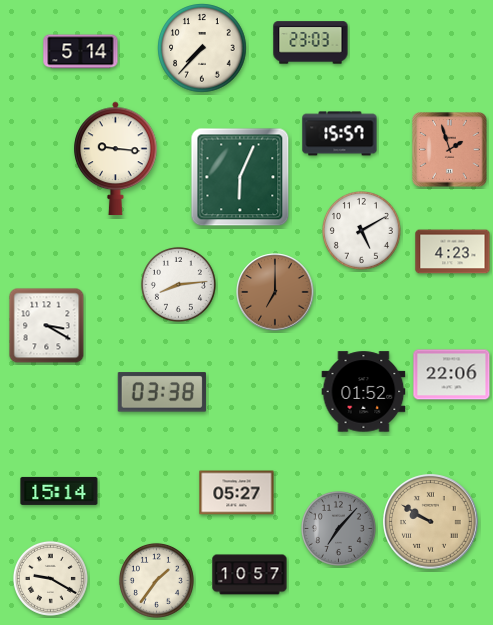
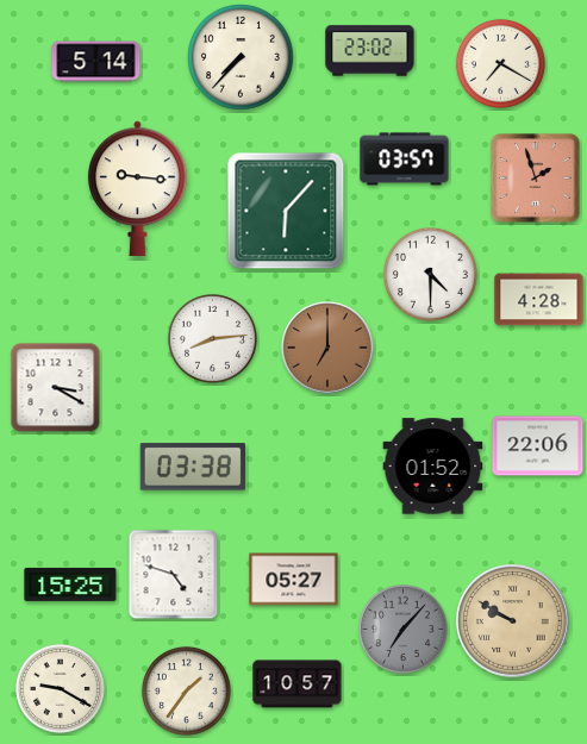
clock at (311, 43): 23:03 -> 23:02
clock at (500, 63): none -> 7:20
clock at (340, 134): 15:57 -> 03:57
clock at (240, 177): 6:04 -> 6:07
clock at (362, 231): 5:10 -> 4:30
clock at (453, 252): 4:23 -> 4:28
clock at (174, 575): none -> 4:48
clock at (59, 491): 15:14 -> 15:25
clock at (237, 493) position: (237, 493) -> (294, 580)
